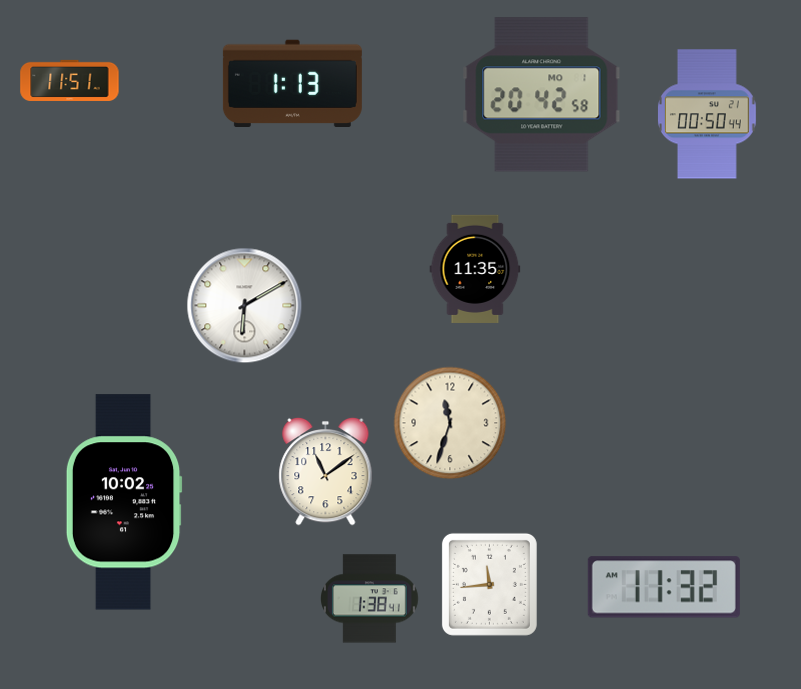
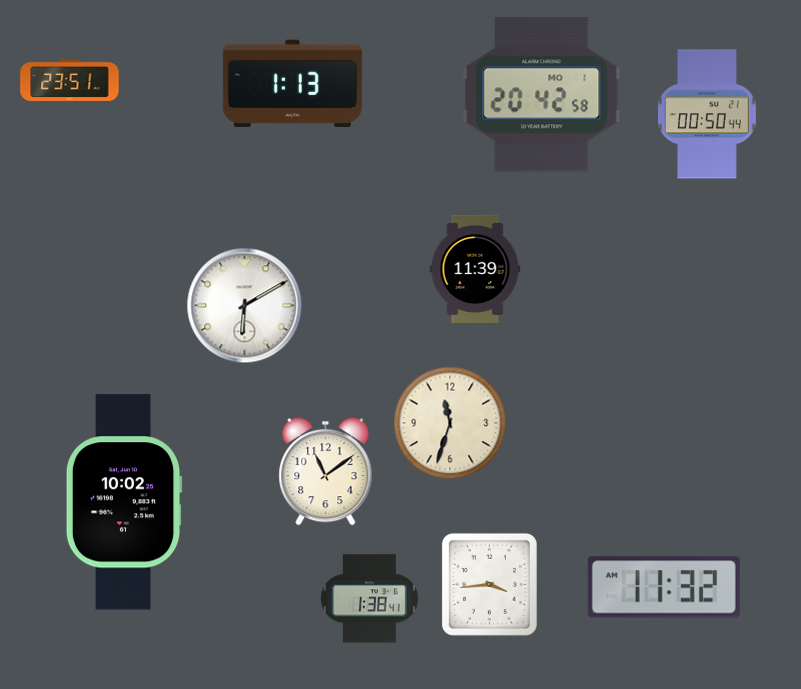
clock at (70, 80): 11:51 -> 23:51
clock at (475, 269): 11:35 -> 11:39
clock at (489, 584): 11:44 -> 3:44
